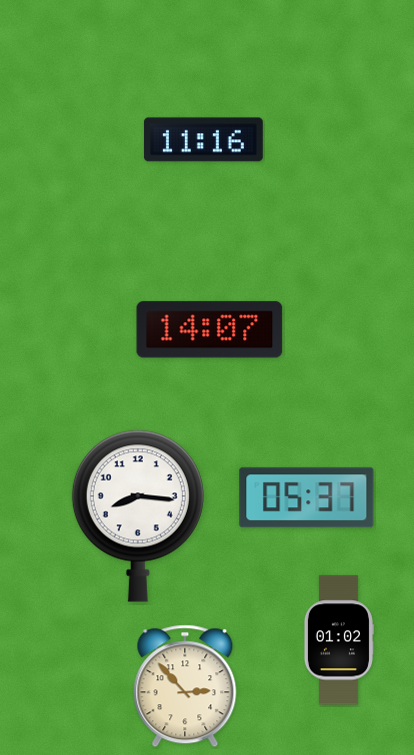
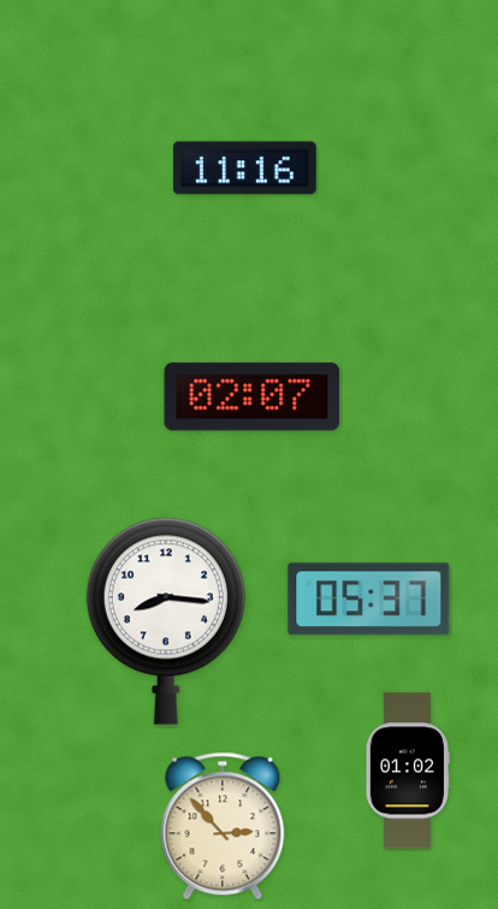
clock at (210, 330): 14:07 -> 02:07
